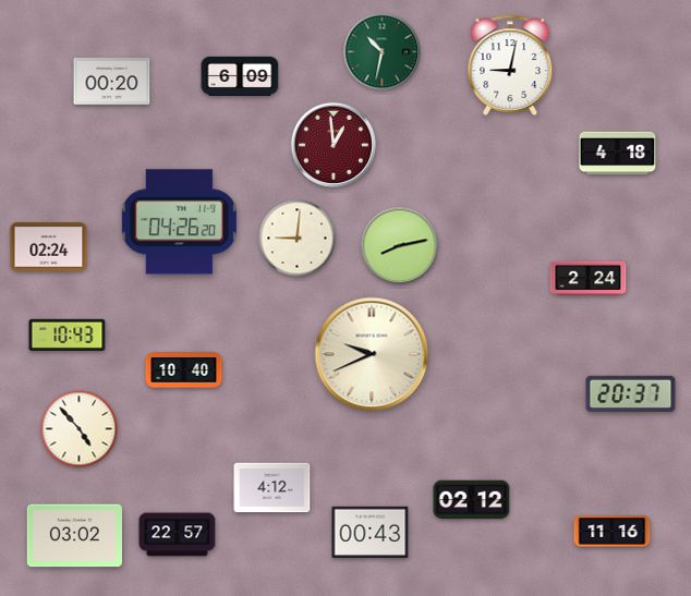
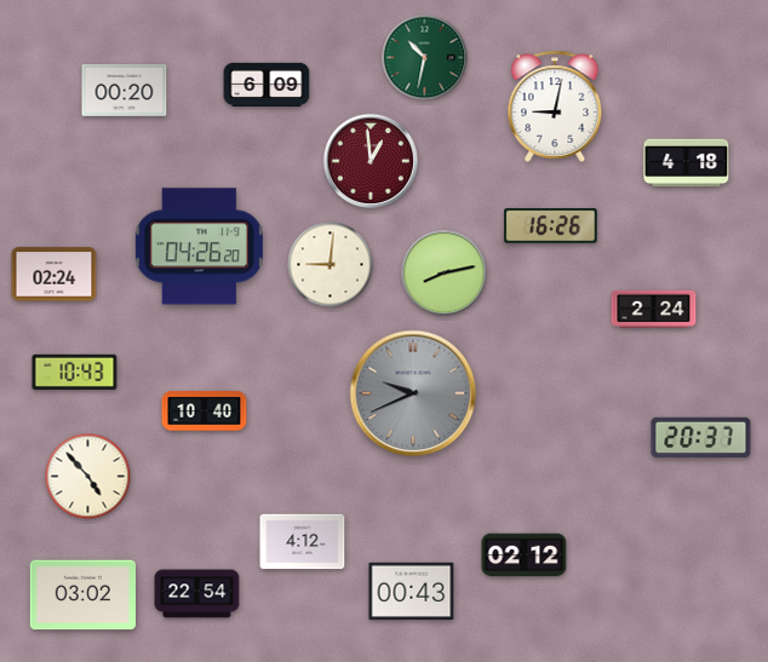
clock at (510, 65) position: (510, 65) -> (555, 107)
clock at (618, 154) position: (618, 154) -> (687, 163)
clock at (551, 226): none -> 16:26
clock at (372, 354) dial: cream -> grey
clock at (613, 532): 11:16 -> none
clock at (178, 535): 22:57 -> 22:54
